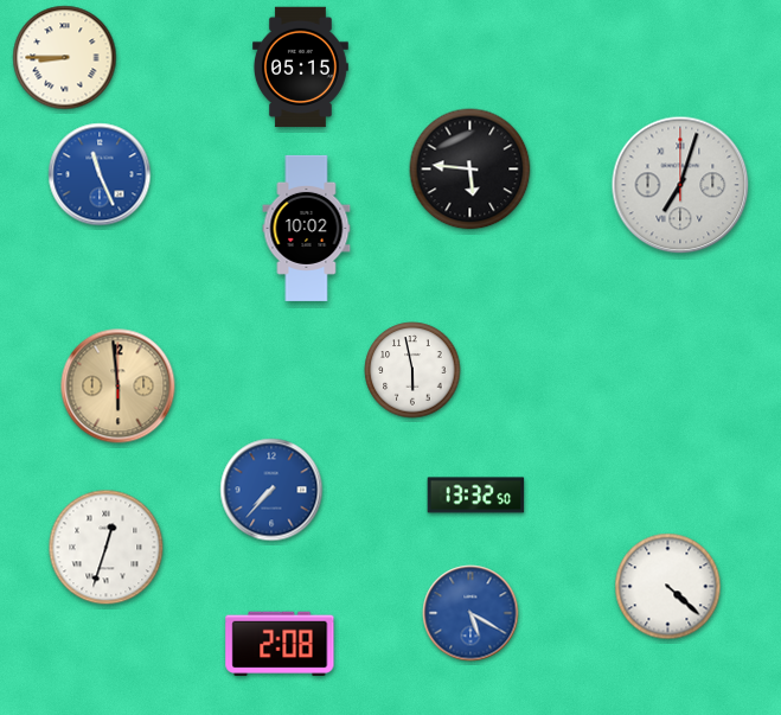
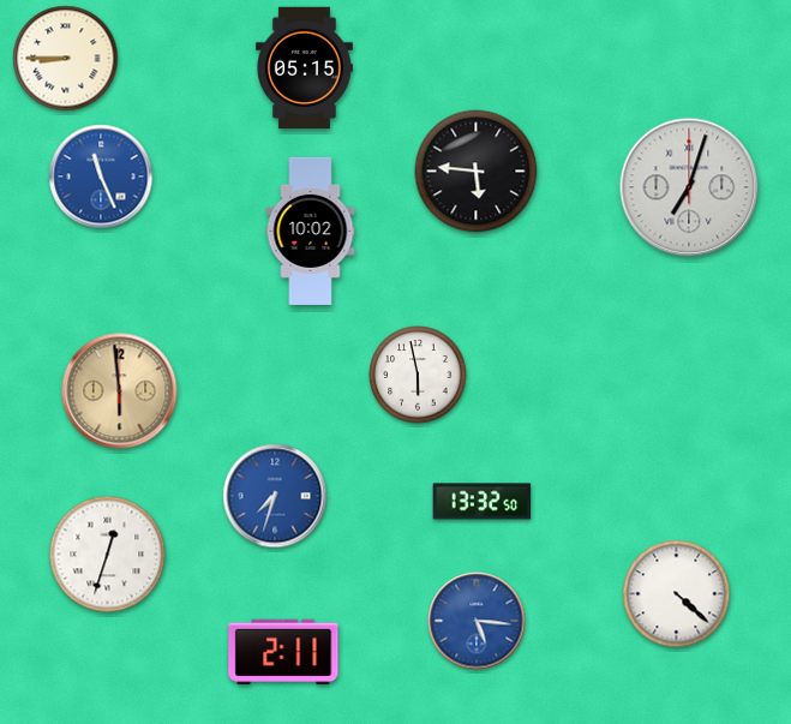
clock at (271, 490): 7:37 -> 7:33
clock at (470, 613): 5:20 -> 5:16
clock at (280, 643): 2:08 -> 2:11
